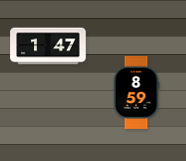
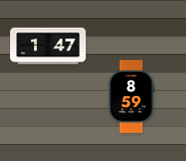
clock at (136, 92) position: (136, 92) -> (131, 96)
